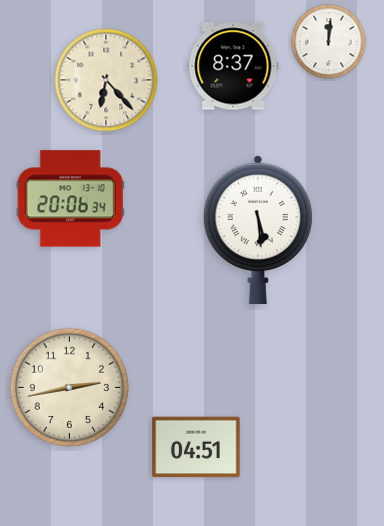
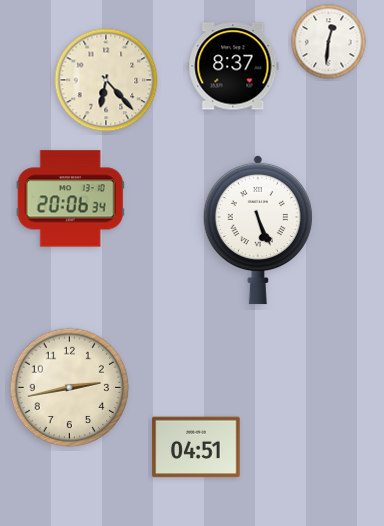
clock at (329, 42): 12:01 -> 12:31
clock at (258, 230): 5:29 -> 5:26
